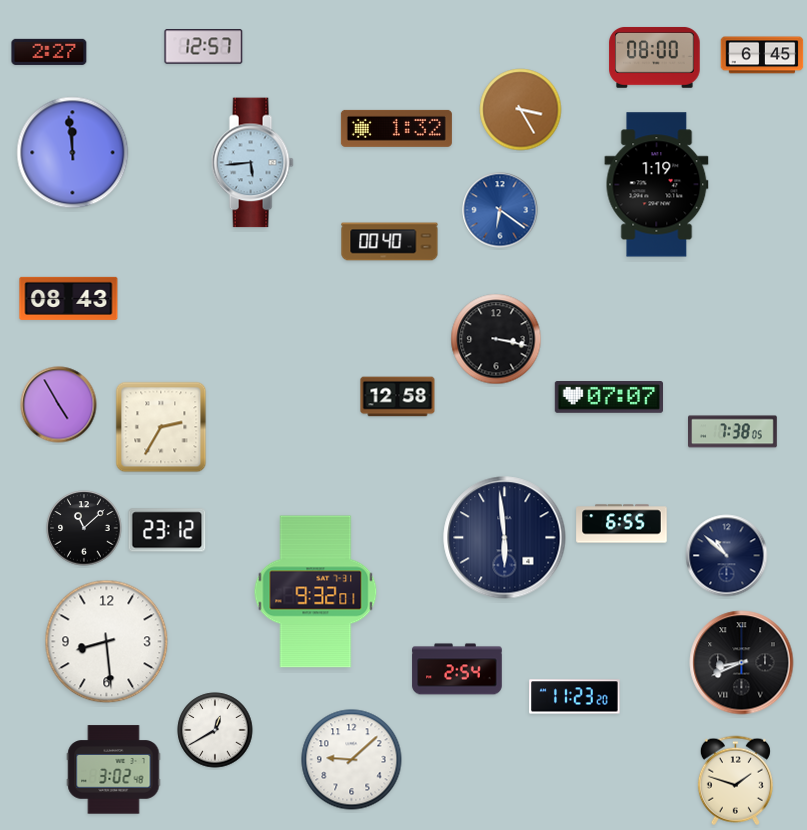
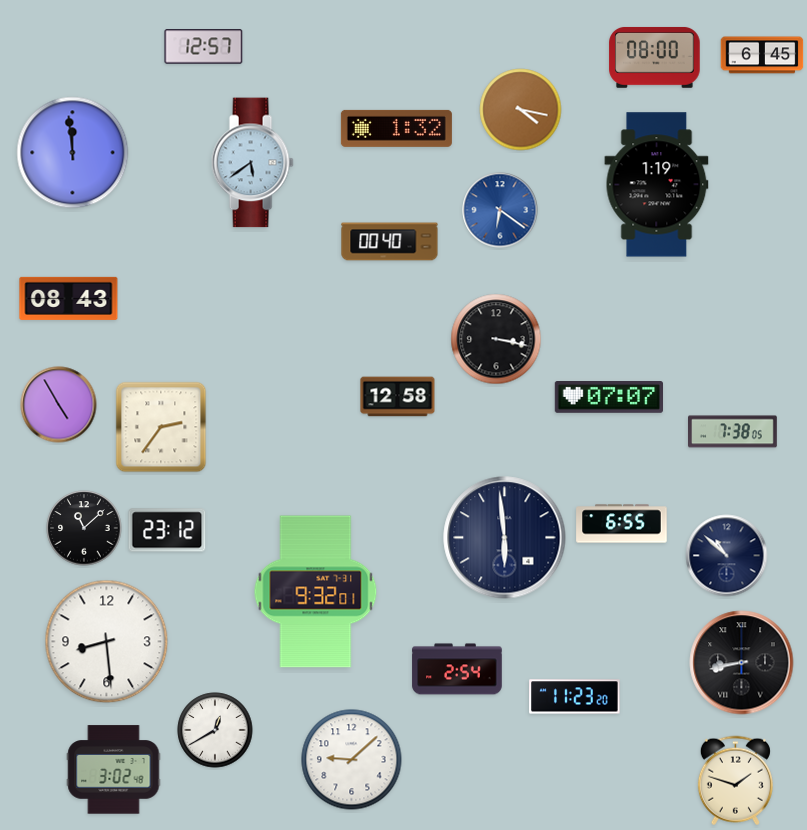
clock at (49, 52): 2:27 -> none
clock at (521, 110): 3:25 -> 4:17
clock at (252, 163): 5:44 -> 5:39
clock at (161, 427): 2:35 -> 2:36
clock at (742, 663): 8:41 -> 8:43
